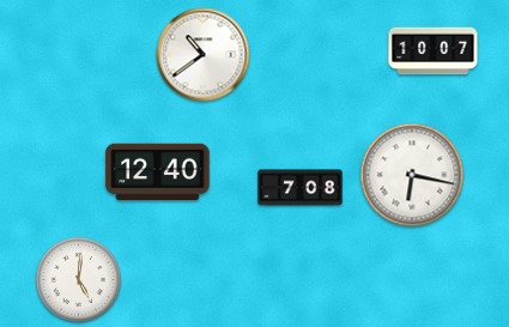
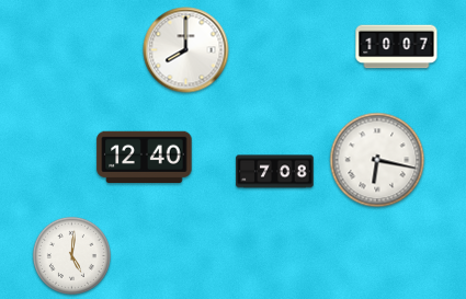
clock at (204, 55): 10:39 -> 8:00
